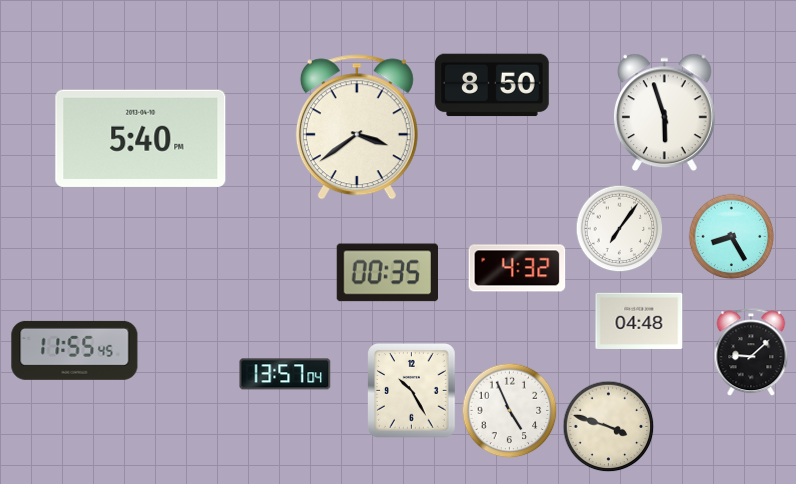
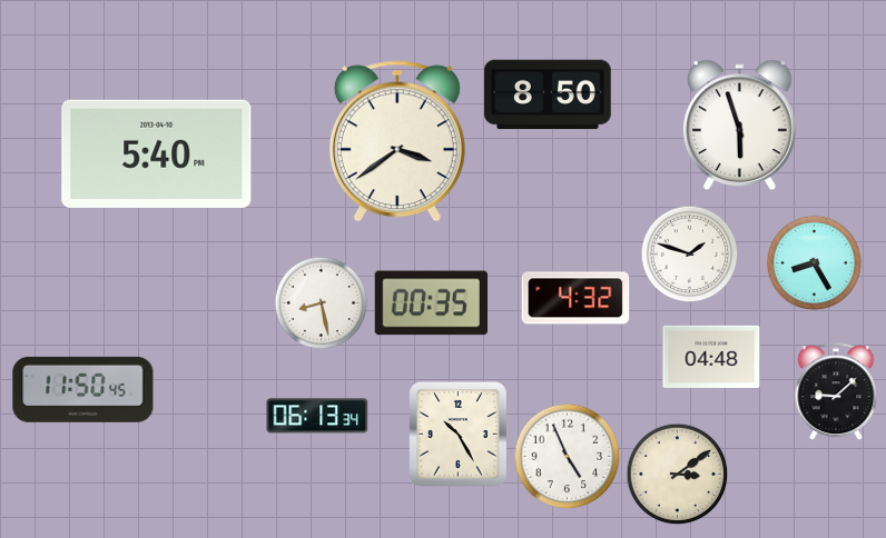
clock at (619, 228): 7:06 -> 1:48
clock at (321, 302): none -> 8:28
clock at (75, 350): 11:55 -> 11:50
clock at (285, 374): 13:57 -> 06:13
clock at (608, 426): 3:48 -> 3:09
